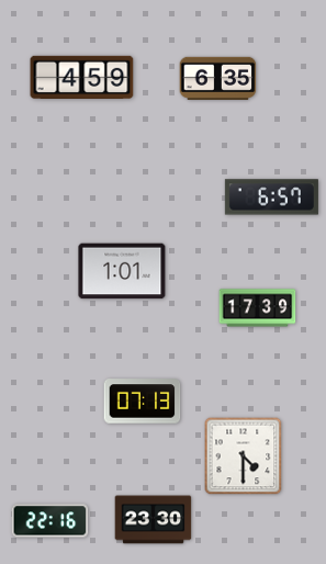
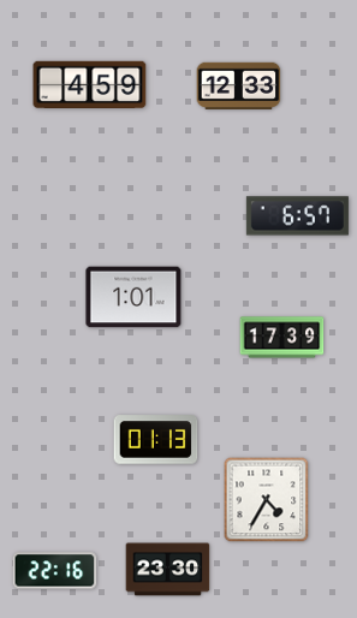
clock at (218, 78): 6:35 -> 12:33
clock at (143, 402): 07:13 -> 01:13
clock at (244, 456): 4:30 -> 4:35
